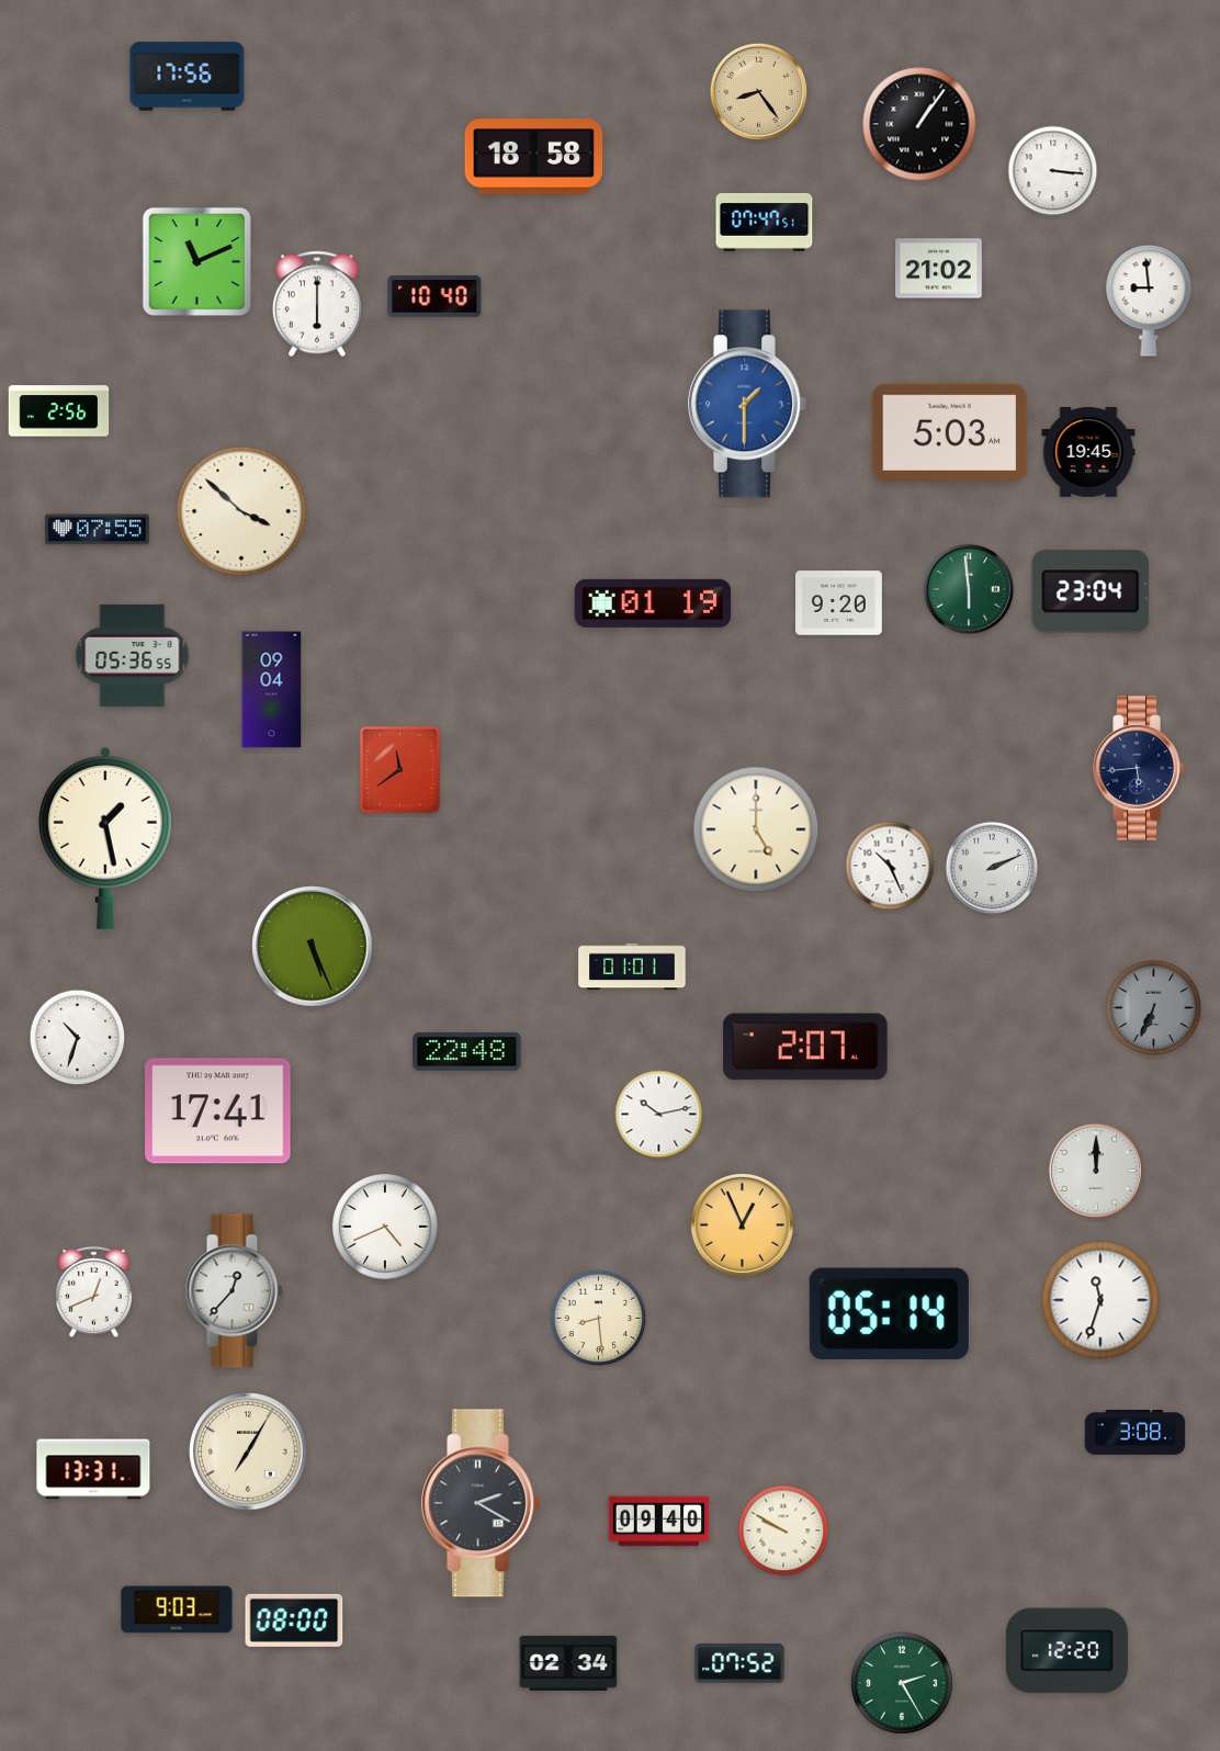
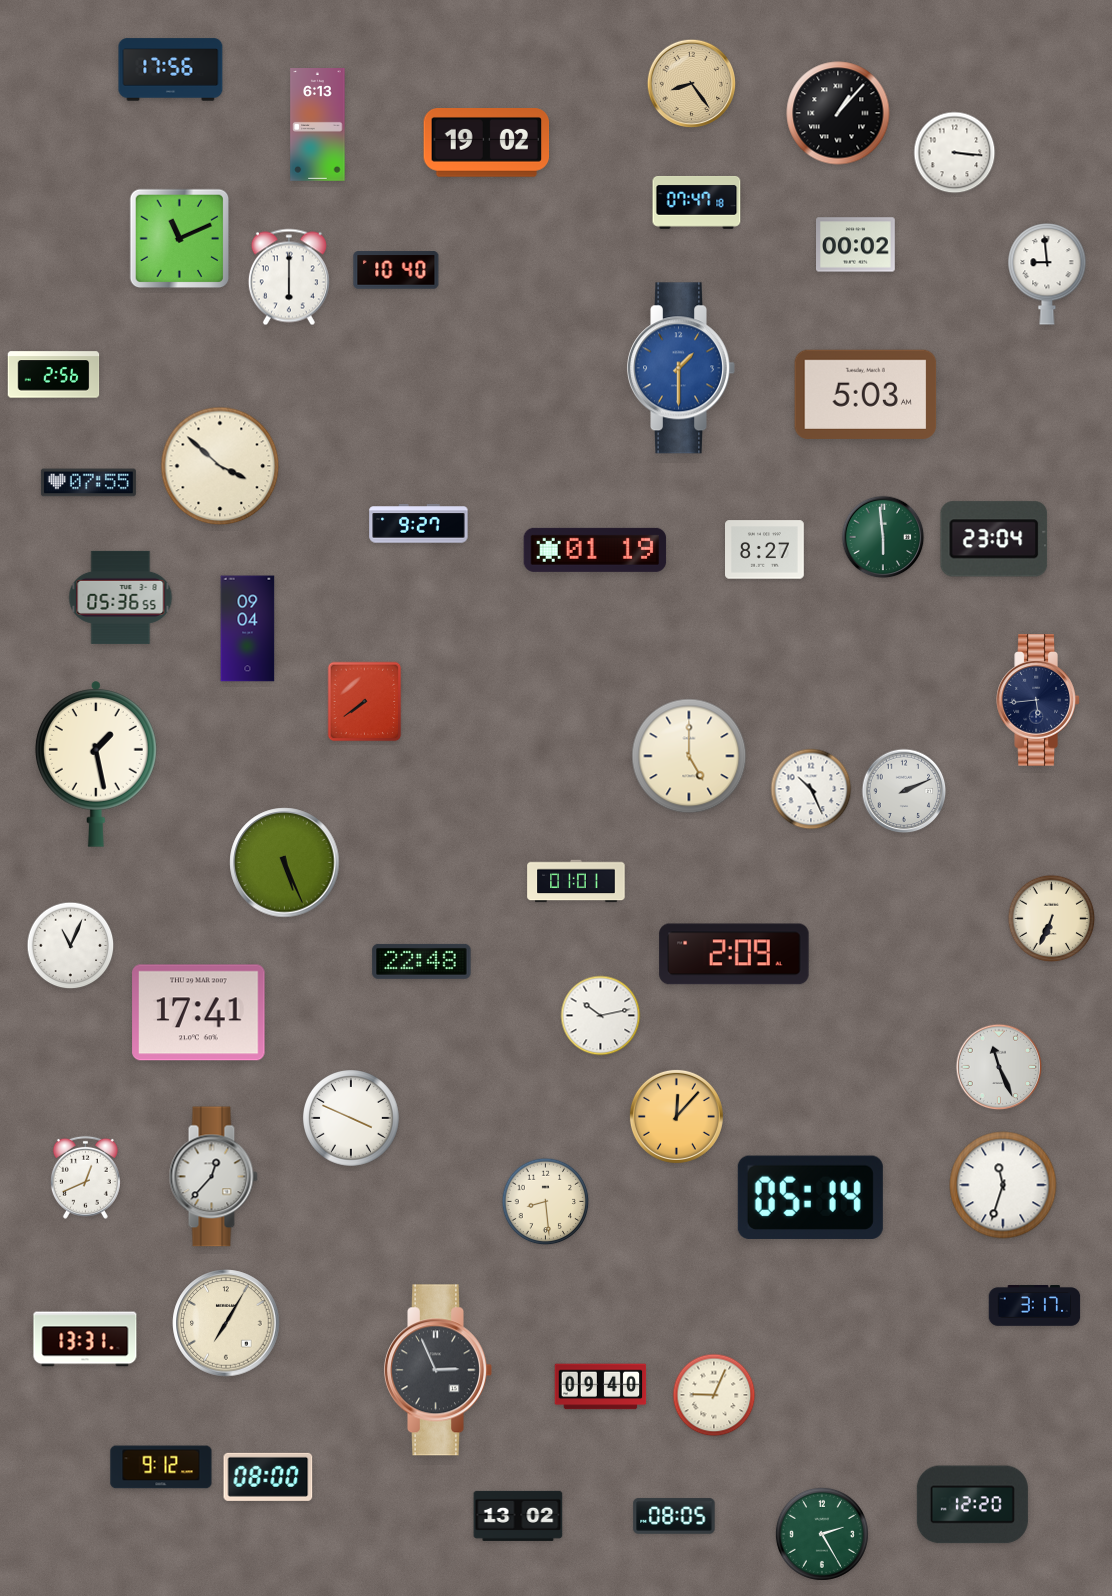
clock at (919, 124): 1:06 -> 1:07
clock at (318, 125): none -> 6:13
clock at (534, 157): 18:58 -> 19:02
clock at (1053, 171) position: (1053, 171) -> (955, 153)
clock at (765, 223): 07:47:51 -> 07:47:18
clock at (939, 269): 21:02 -> 00:02
clock at (1088, 453): 19:45 -> none
clock at (419, 524): none -> 9:27
clock at (839, 603): 9:20 -> 8:27
clock at (400, 770): 11:39 -> 7:39
clock at (1154, 1008) dial: grey -> cream
clock at (78, 1038): 10:33 -> 11:04
clock at (805, 1047): 2:07 -> 2:09
clock at (467, 1051) position: (467, 1051) -> (422, 961)
clock at (1096, 1171): 12:00 -> 11:26
clock at (742, 1224): 12:56 -> 12:07
clock at (386, 1228): 4:41 -> 3:49
clock at (1136, 1433): 3:08 -> 3:17
clock at (479, 1503): 2:20 -> 2:56
clock at (783, 1530): 9:50 -> 9:04
clock at (177, 1609): 9:03 -> 9:12
clock at (568, 1663): 02:34 -> 13:02
clock at (739, 1663): 07:52 -> 08:05
